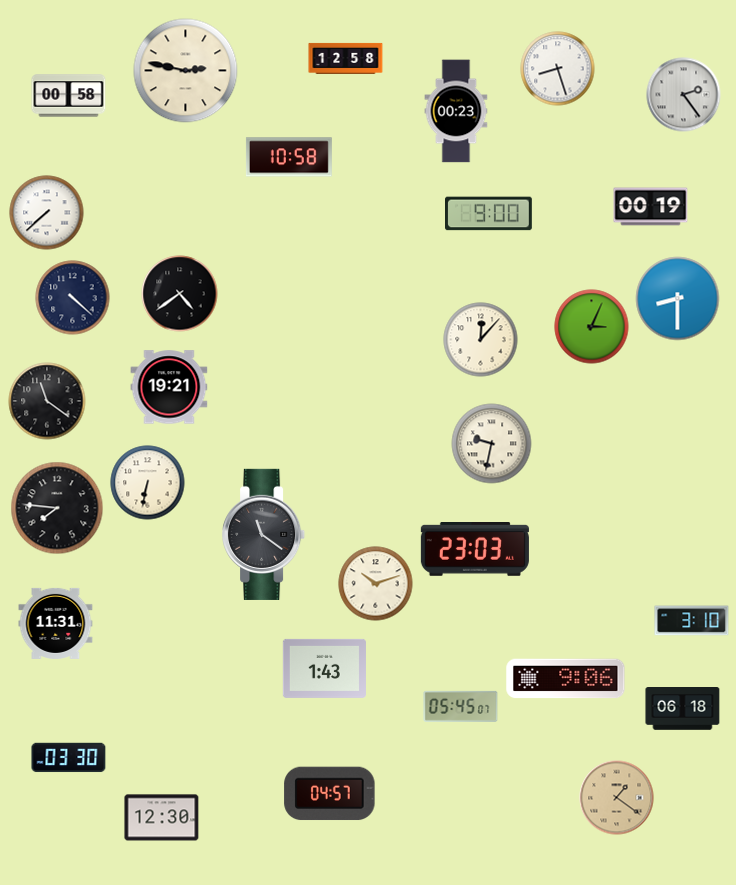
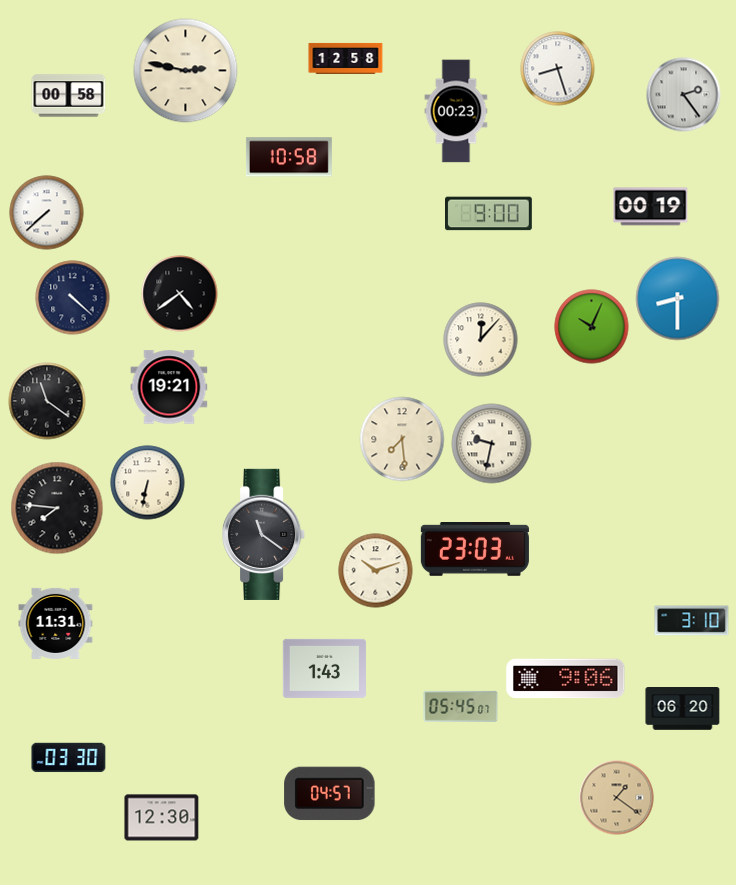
clock at (592, 327): 3:04 -> 10:04
clock at (402, 439): none -> 7:29
clock at (376, 584) position: (376, 584) -> (376, 571)
clock at (683, 709): 06:18 -> 06:20
